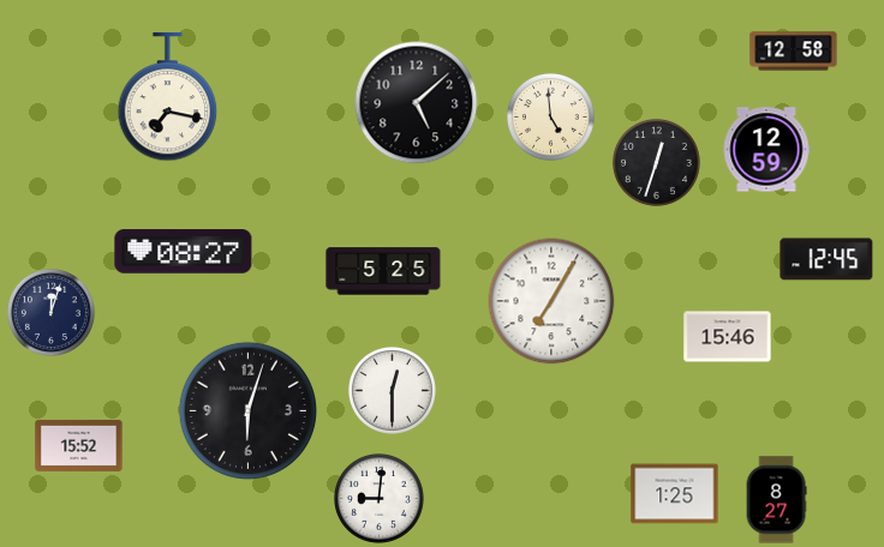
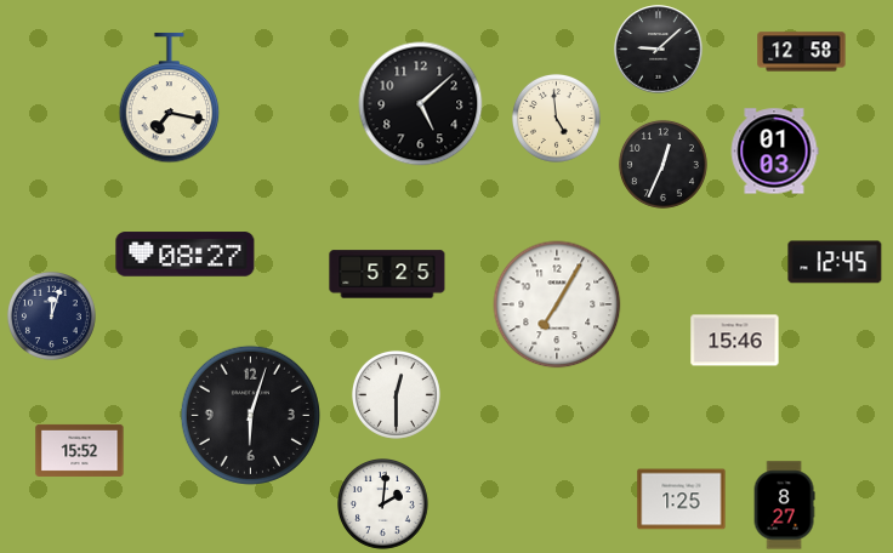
clock at (659, 50): none -> 9:08
clock at (766, 150): 12:59 -> 01:03
clock at (656, 162): 12:33 -> 12:34
clock at (380, 499): 9:01 -> 2:01
